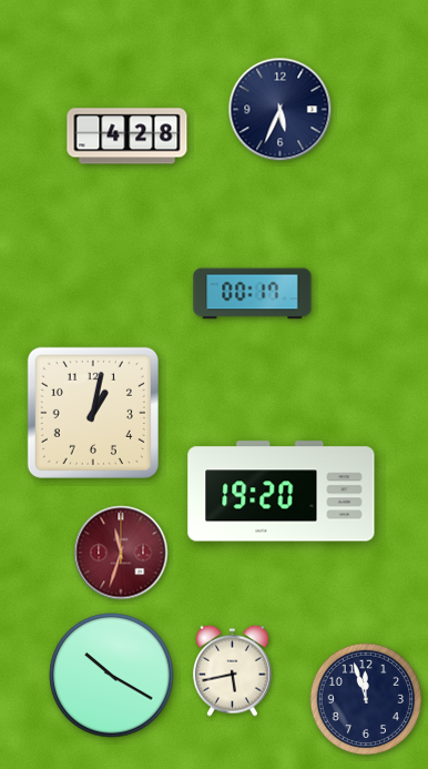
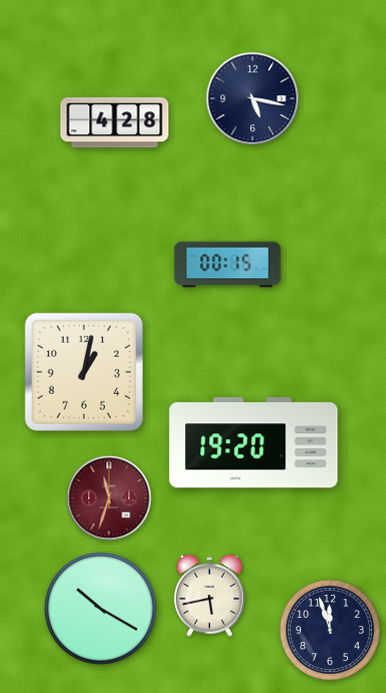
clock at (281, 110): 5:34 -> 5:17
clock at (253, 294): 00:17 -> 00:15
clock at (233, 670) position: (233, 670) -> (210, 595)
